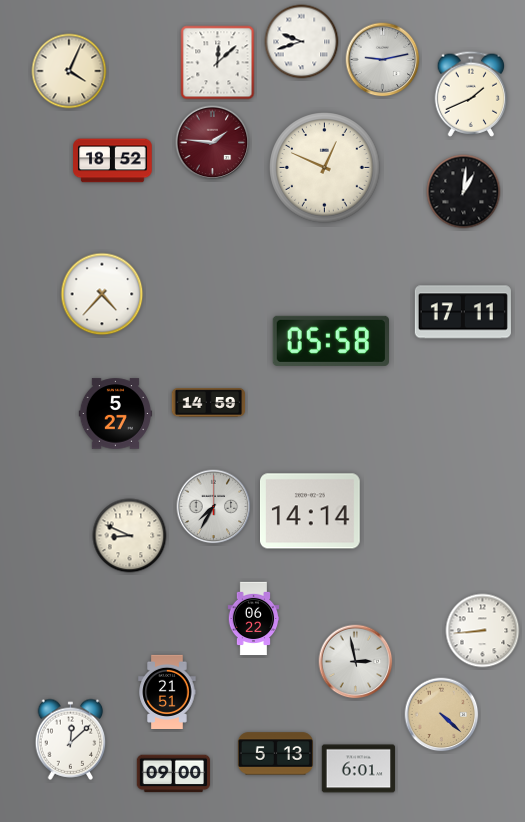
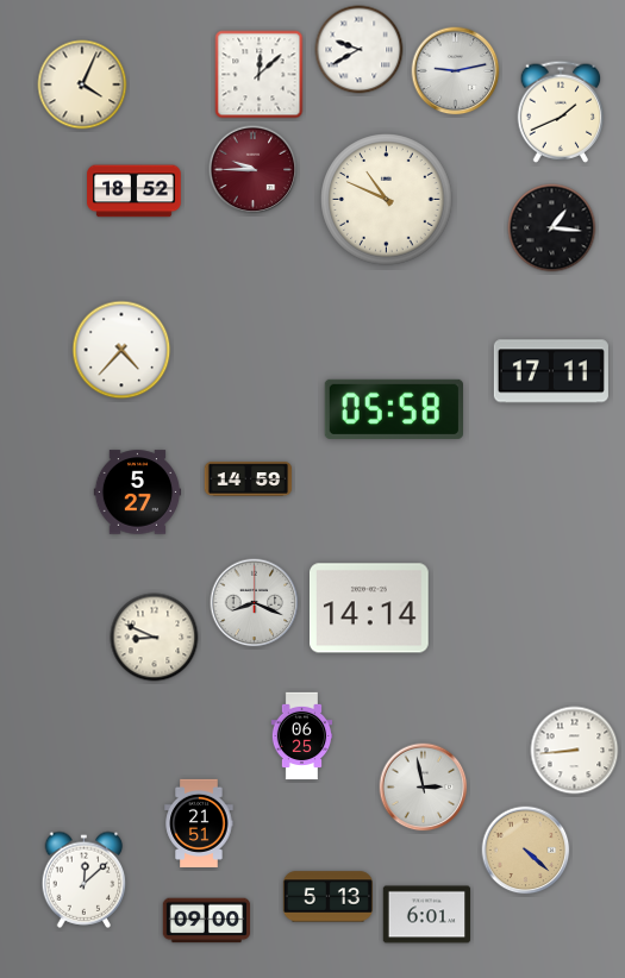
clock at (302, 42): 9:42 -> 9:40
clock at (213, 143): 1:46 -> 9:45
clock at (325, 168): 12:49 -> 10:49
clock at (464, 192): 1:01 -> 1:16
clock at (330, 341) position: (330, 341) -> (393, 409)
clock at (214, 507): 7:35 -> 8:19
clock at (254, 619): 06:22 -> 06:25
